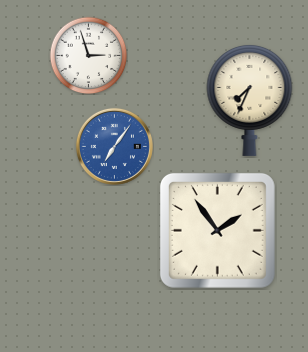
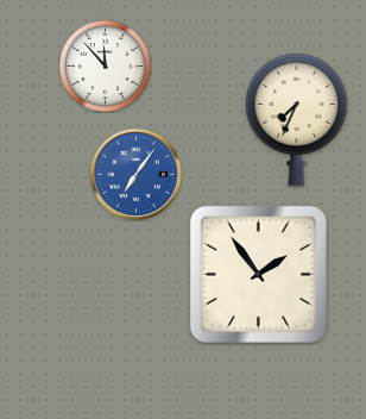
clock at (88, 55): 2:57 -> 11:53
